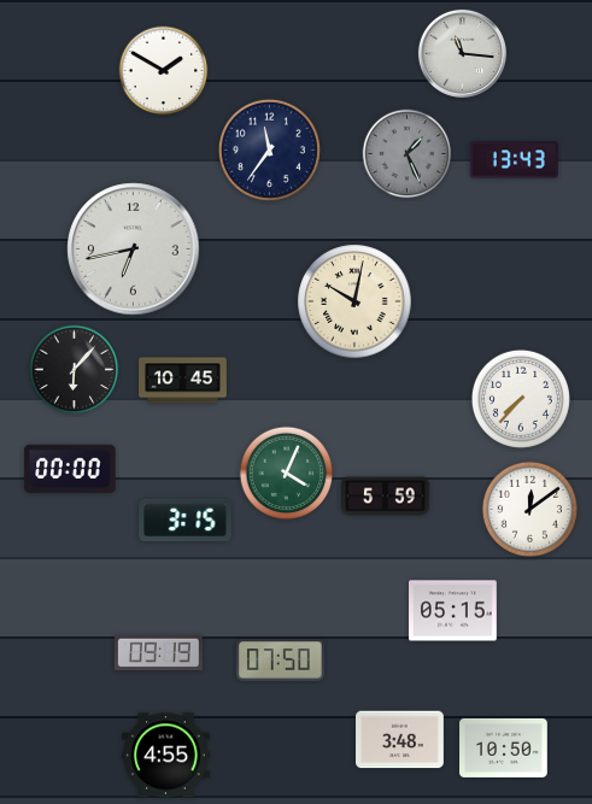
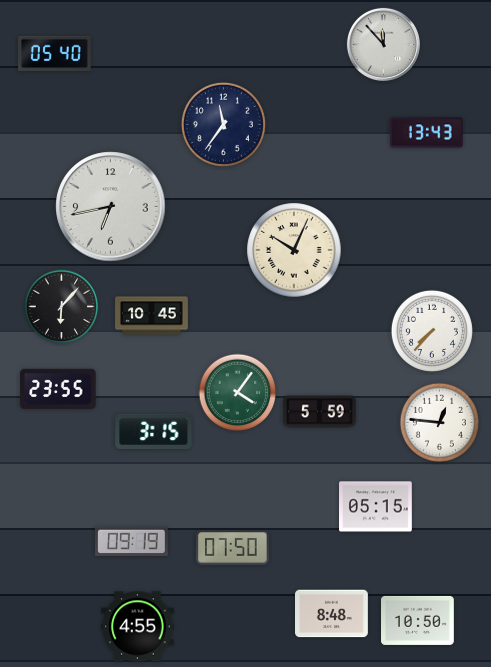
clock at (462, 53): 11:16 -> 11:53
clock at (55, 54): none -> 05:40
clock at (164, 71): 1:50 -> none
clock at (408, 154): 1:26 -> none
clock at (354, 301): 10:02 -> 10:04
clock at (70, 469): 00:00 -> 23:55
clock at (287, 474): 4:04 -> 4:06
clock at (529, 509): 12:09 -> 12:46
clock at (400, 740): 3:48 -> 8:48
